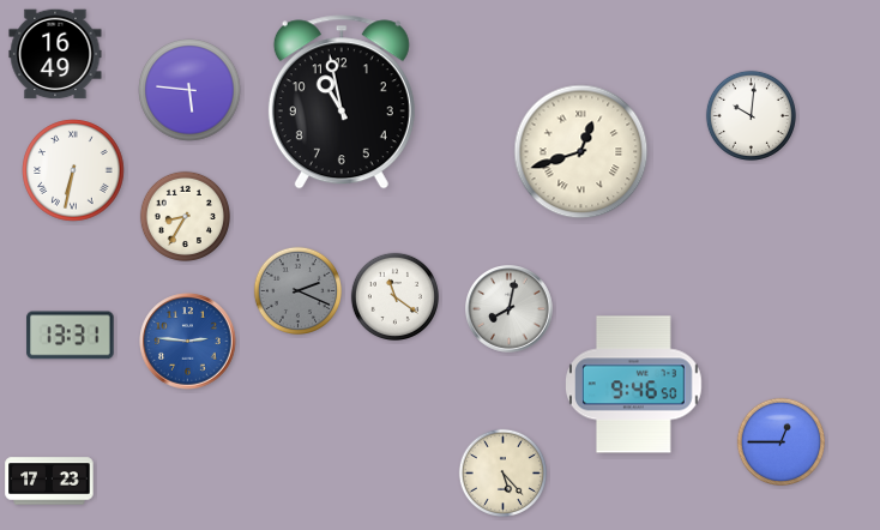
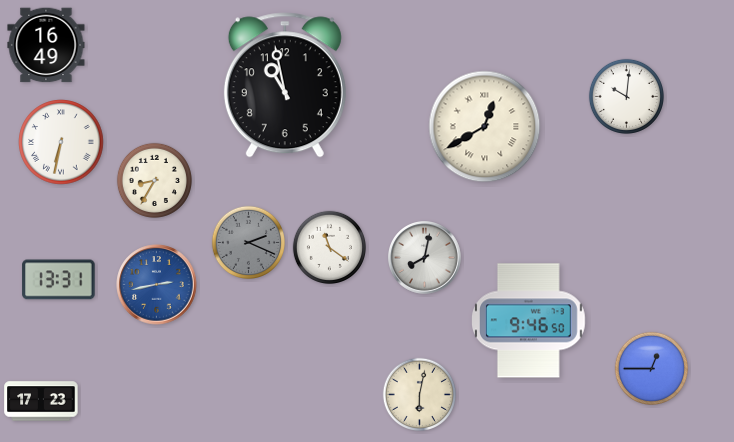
clock at (189, 90): 5:46 -> none
clock at (581, 152): 12:42 -> 12:40
clock at (188, 342): 2:46 -> 2:43
clock at (502, 472): 5:23 -> 6:02
